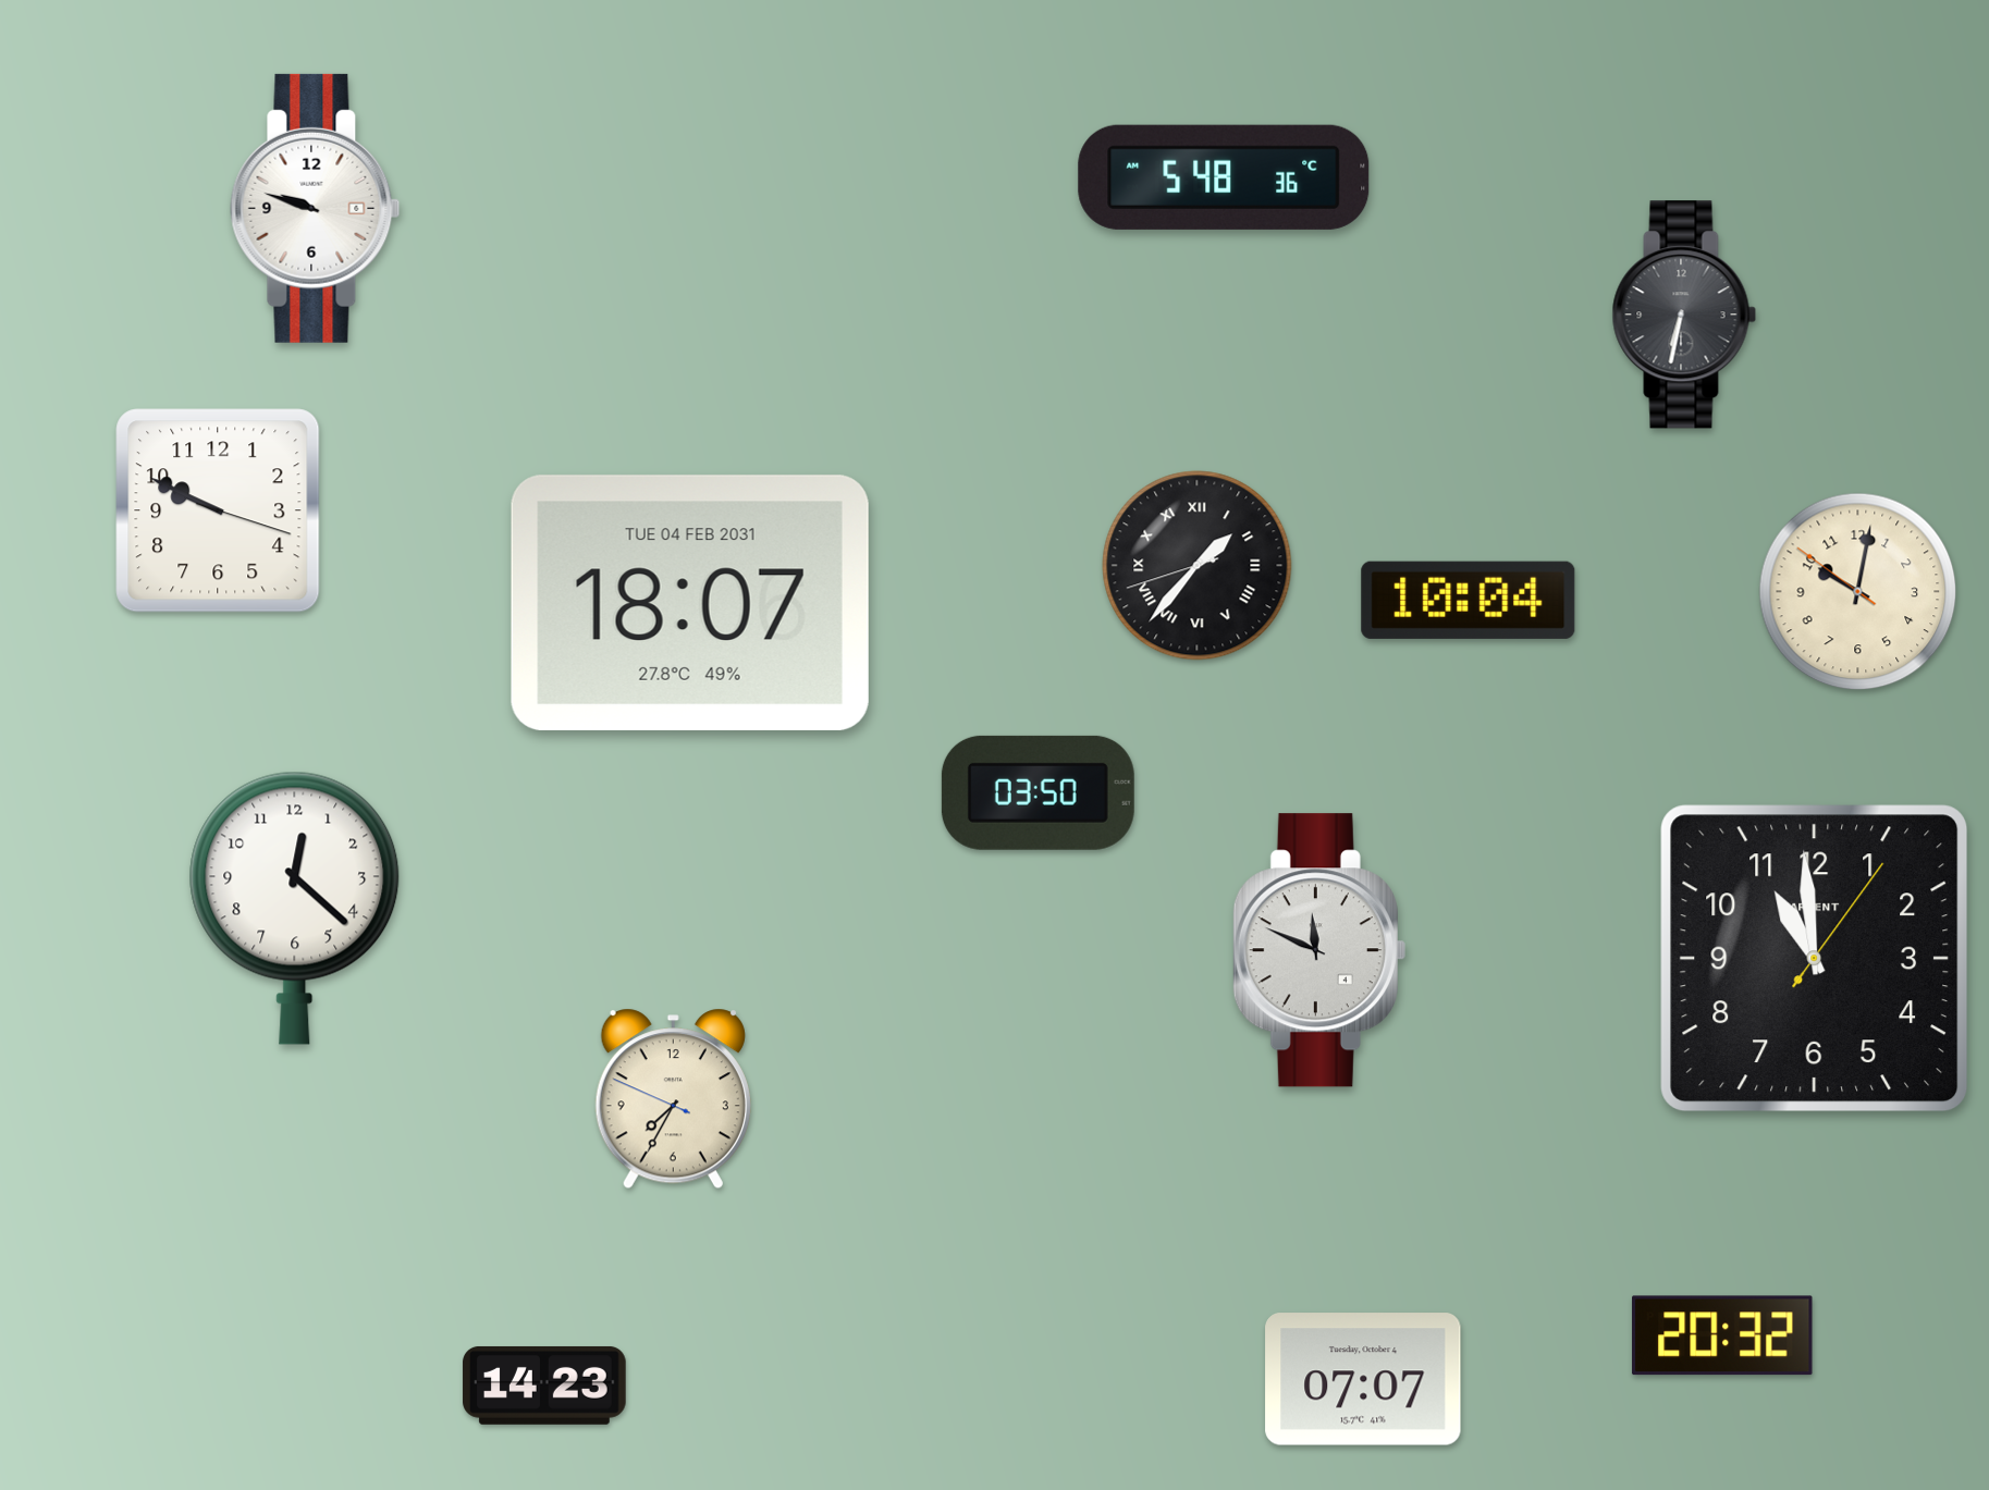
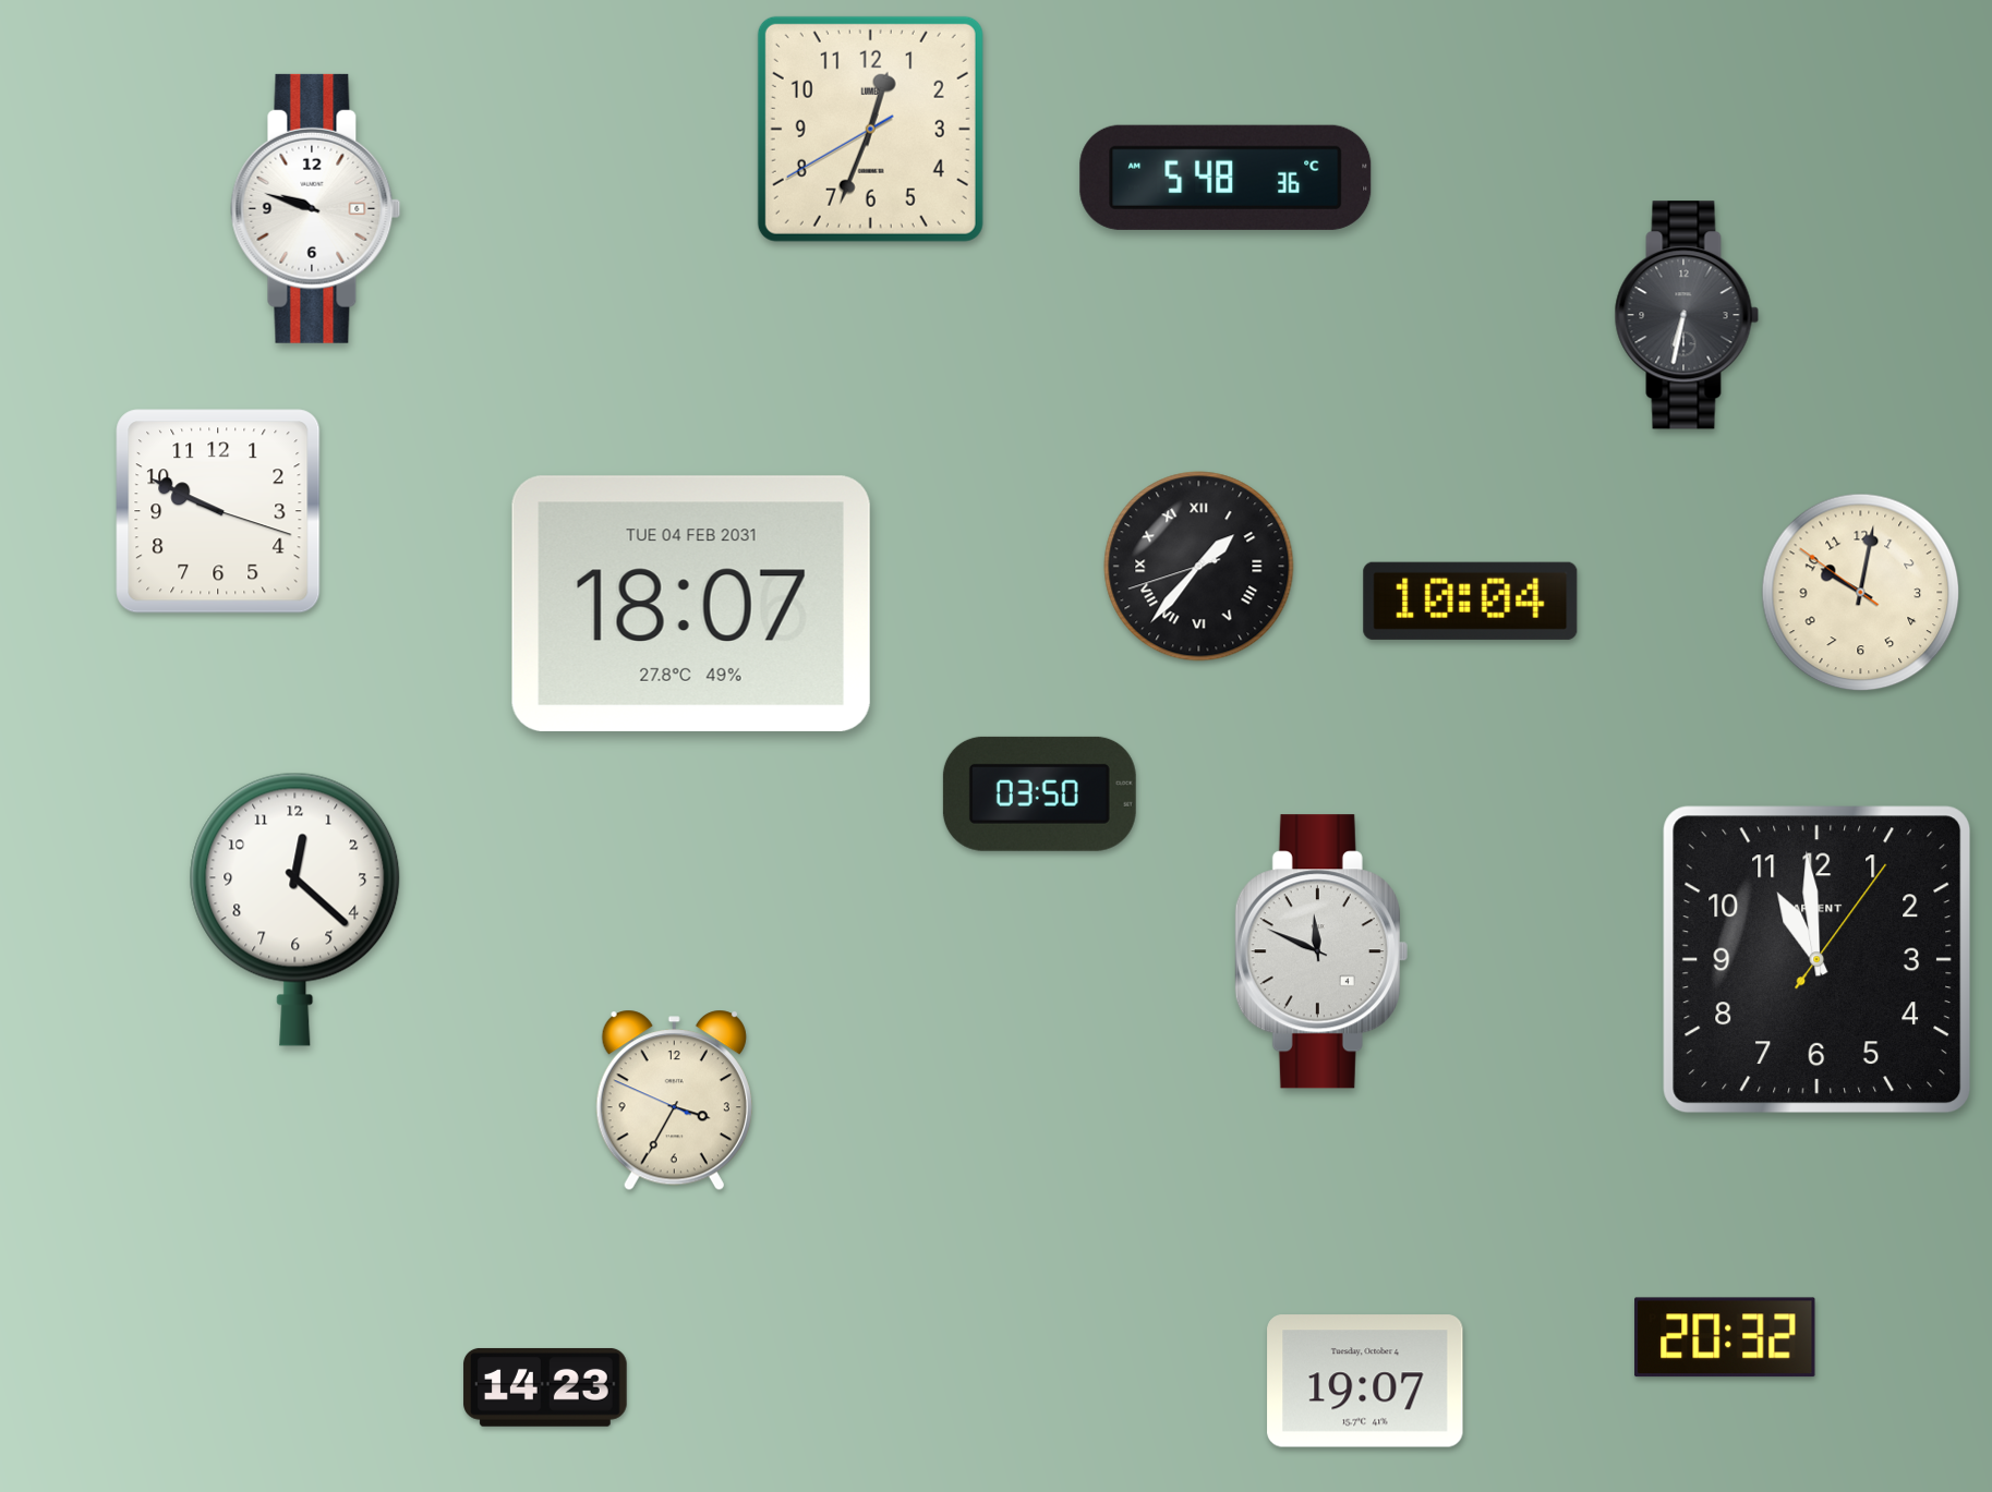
clock at (870, 129): none -> 12:33
clock at (673, 1099): 7:34 -> 3:34
clock at (1363, 1379): 07:07 -> 19:07
